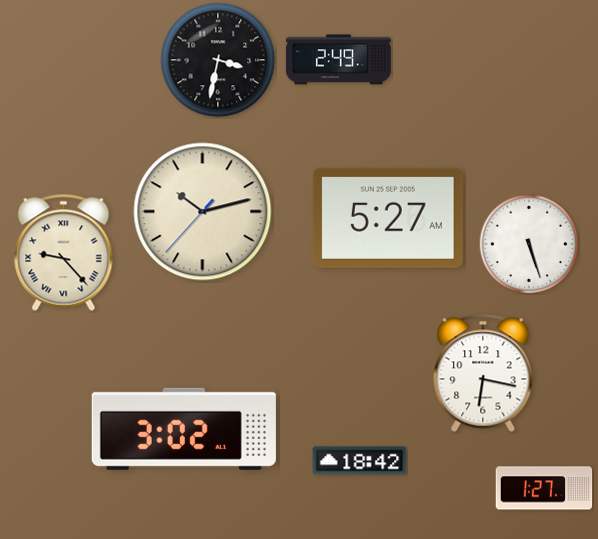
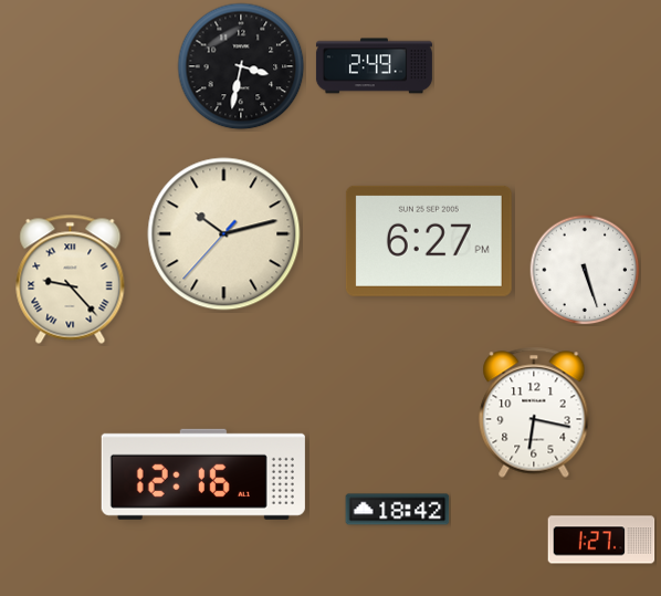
clock at (388, 218): 5:27 -> 6:27
clock at (184, 429): 3:02 -> 12:16
